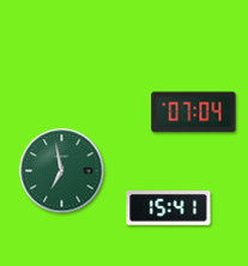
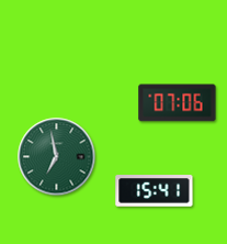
clock at (194, 113): 07:04 -> 07:06
